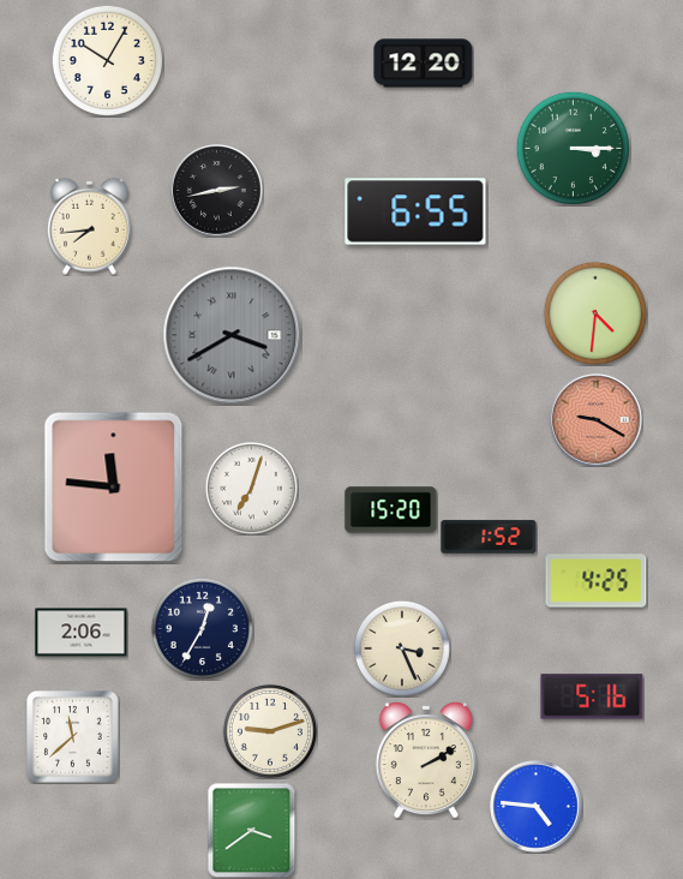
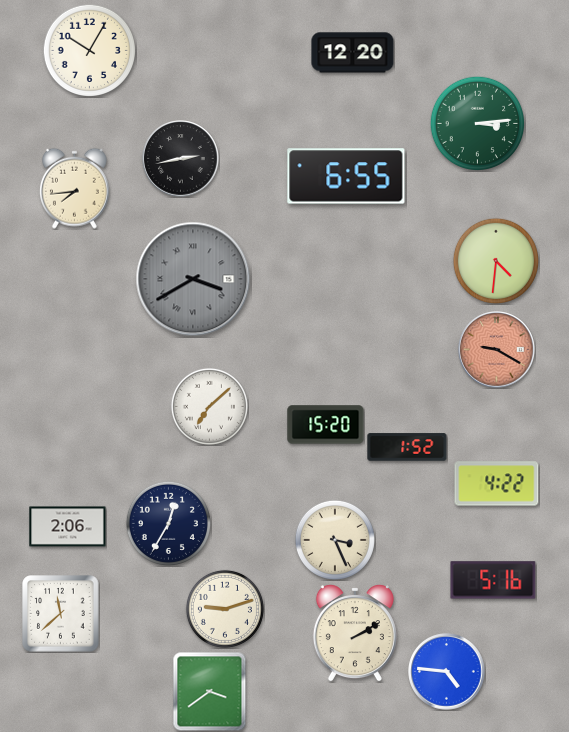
clock at (573, 148): 3:15 -> 3:14
clock at (114, 488): 11:46 -> none
clock at (251, 488): 7:03 -> 7:08
clock at (597, 581): 4:25 -> 4:22
